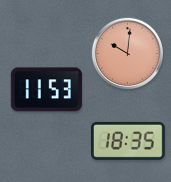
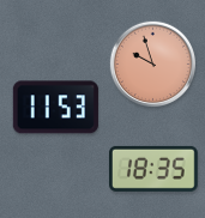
clock at (127, 53): 10:01 -> 9:57
